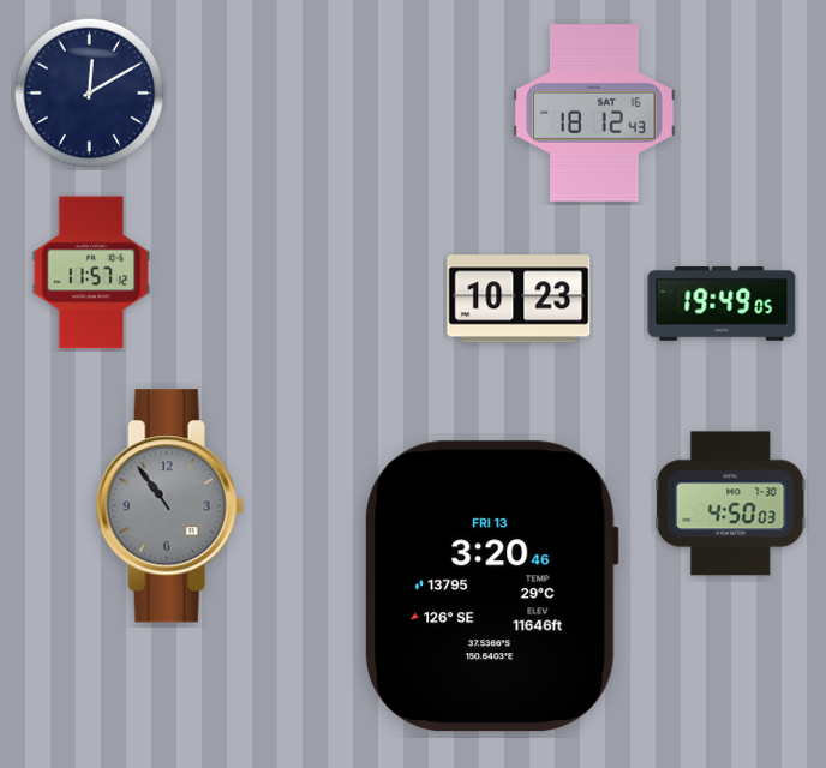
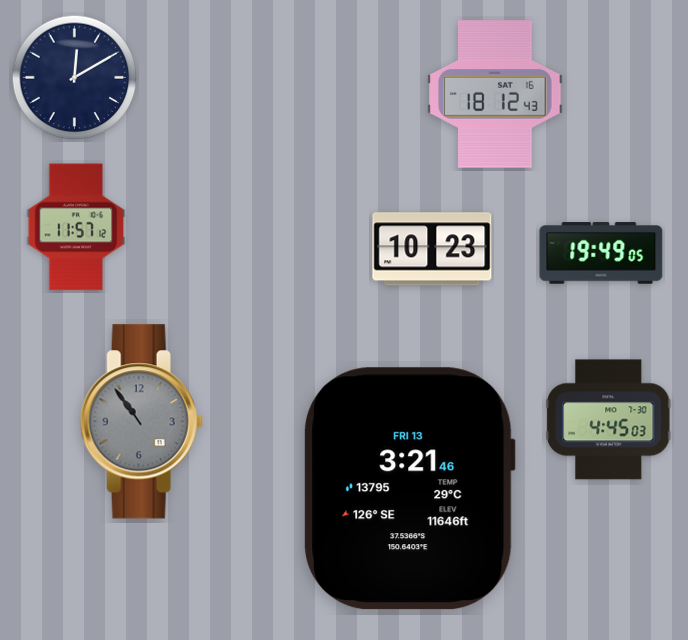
clock at (731, 504): 4:50 -> 4:45
clock at (492, 587): 3:20 -> 3:21
